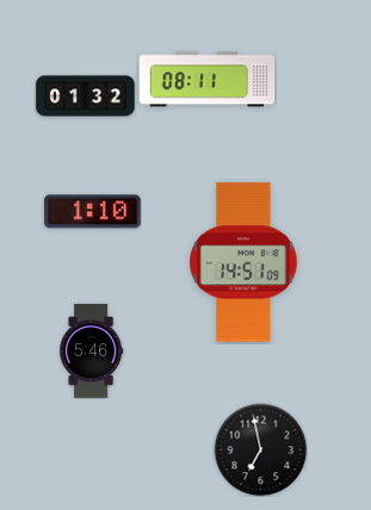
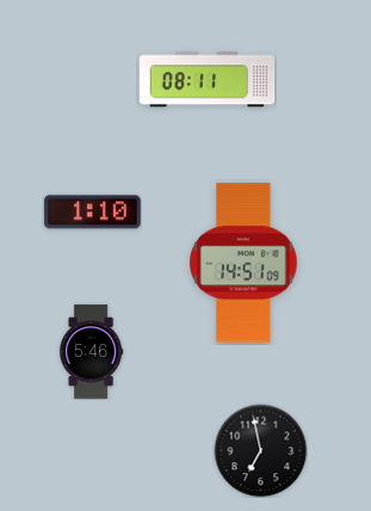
clock at (86, 97): 01:32 -> none
